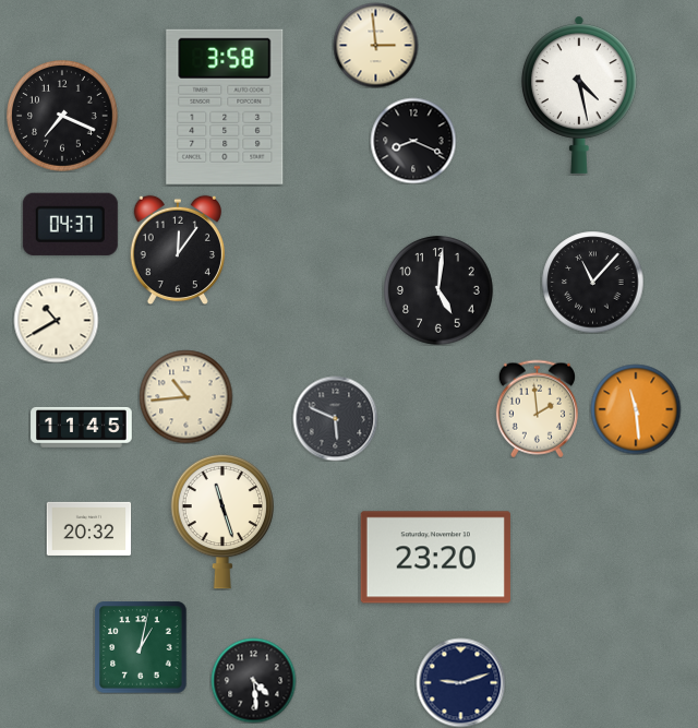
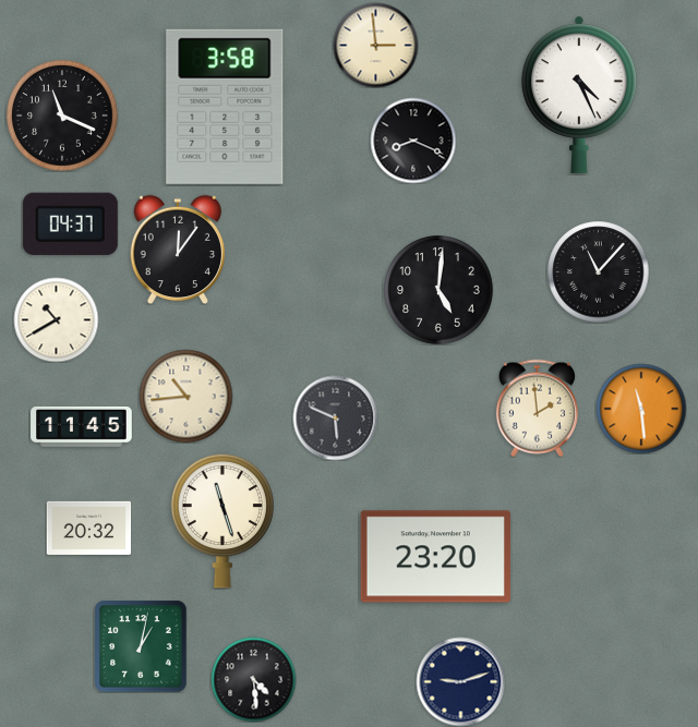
clock at (579, 95): 4:28 -> 4:26
clock at (63, 117): 7:19 -> 11:19
clock at (592, 282) position: (592, 282) -> (598, 271)
clock at (636, 409) position: (636, 409) -> (641, 409)
